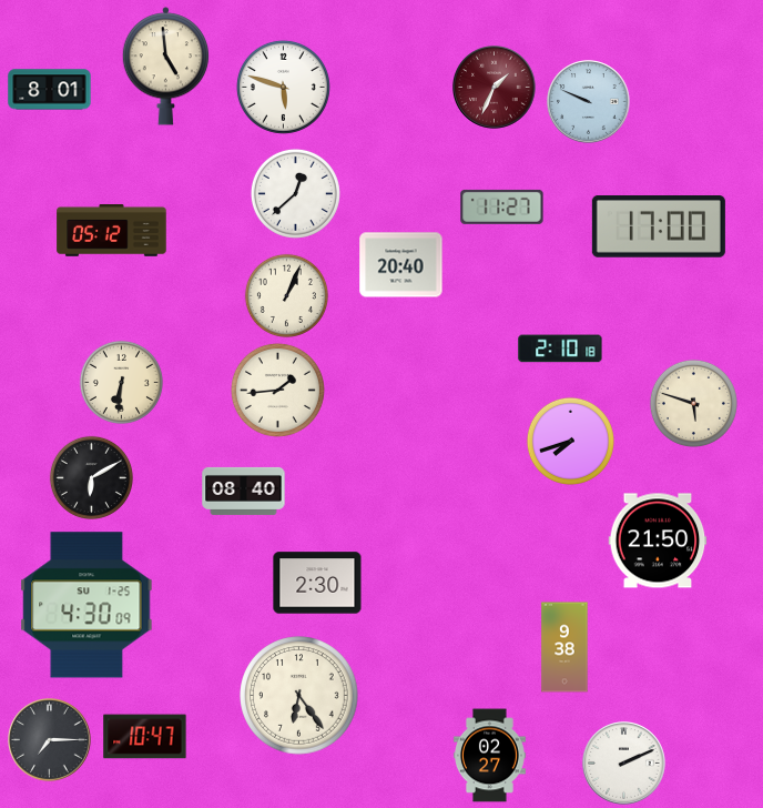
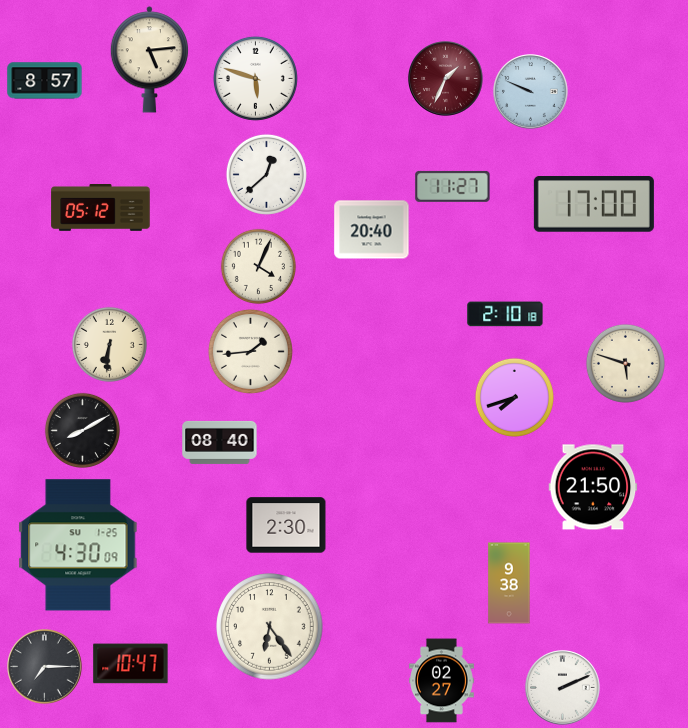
clock at (166, 67): 4:59 -> 5:14
clock at (50, 90): 8:01 -> 8:57
clock at (401, 265) position: (401, 265) -> (372, 230)
clock at (286, 295): 1:04 -> 4:04
clock at (91, 477): 6:10 -> 8:10
